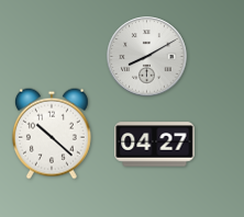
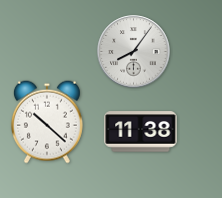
clock at (147, 57): 8:10 -> 8:06
clock at (155, 145): 04:27 -> 11:38
